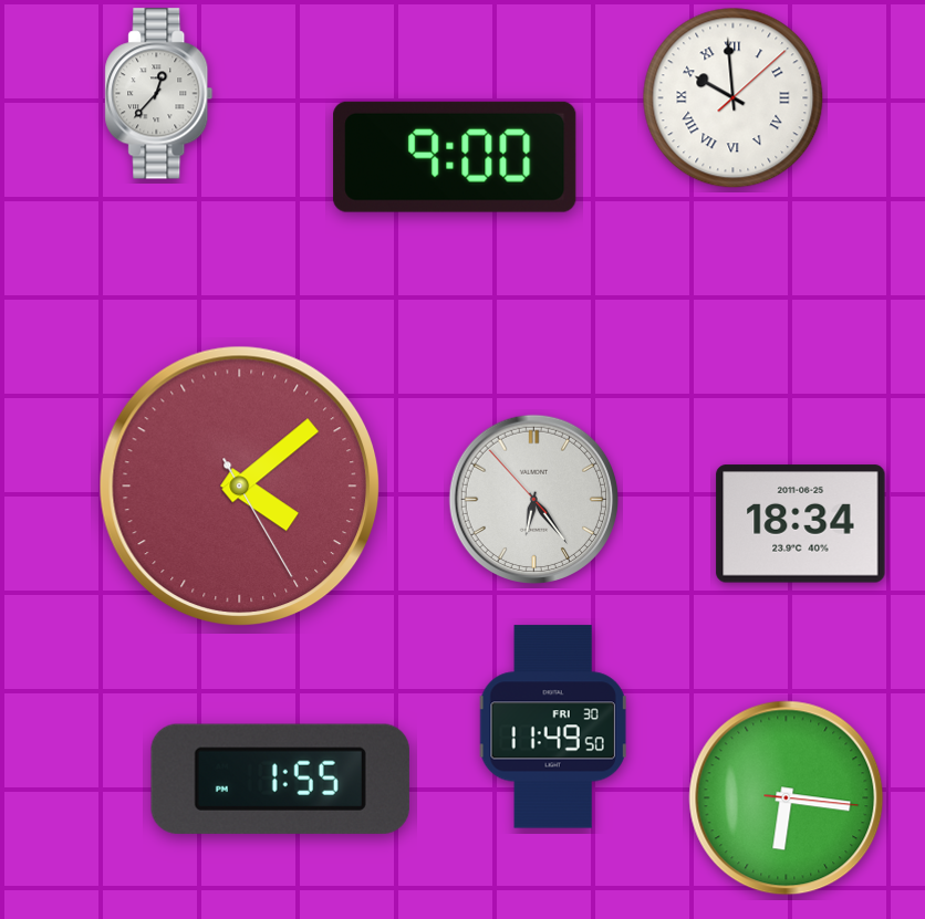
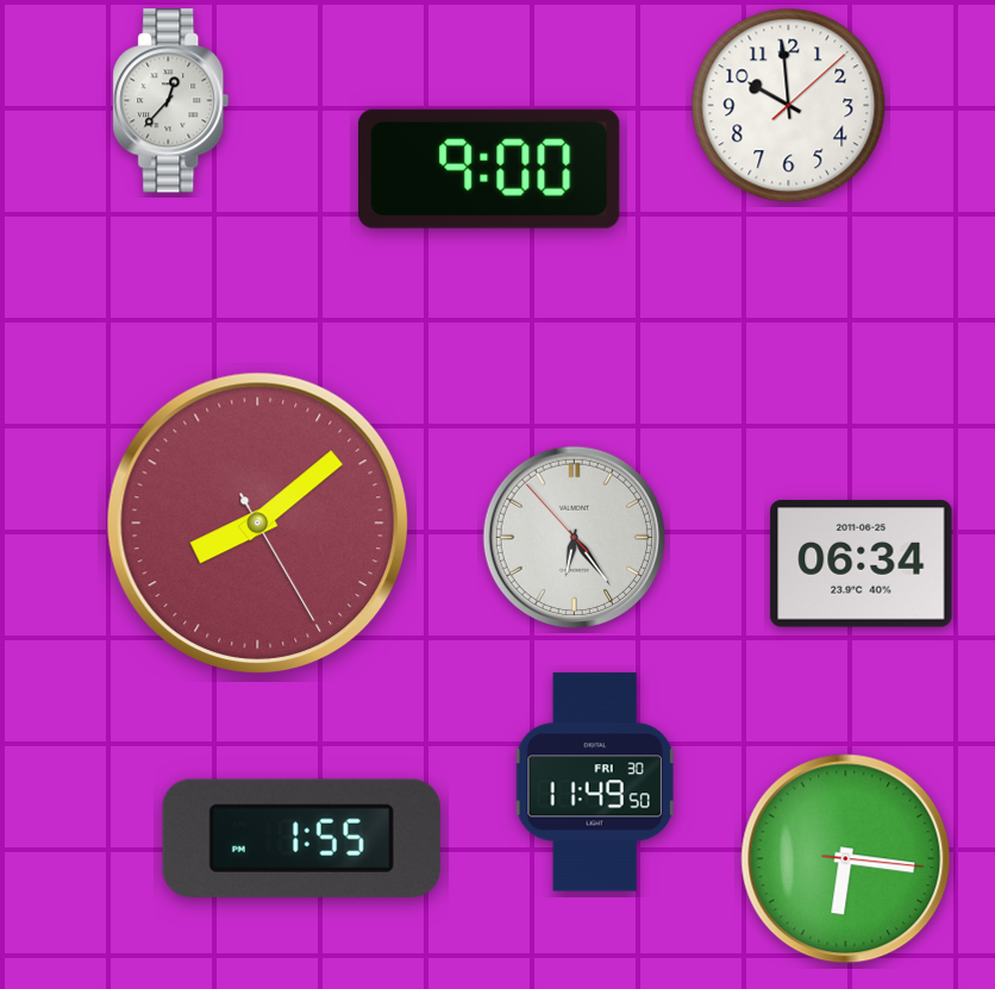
clock at (734, 98) numerals: Roman -> Arabic
clock at (240, 487): 4:08 -> 8:08
clock at (801, 524): 18:34 -> 06:34
